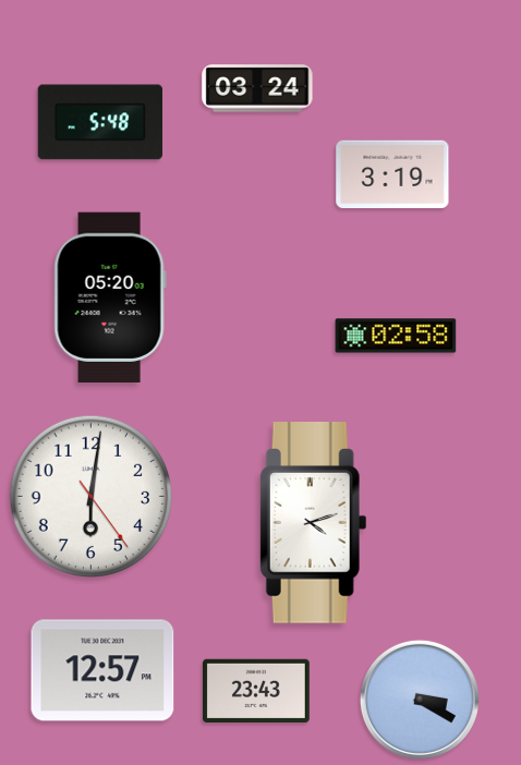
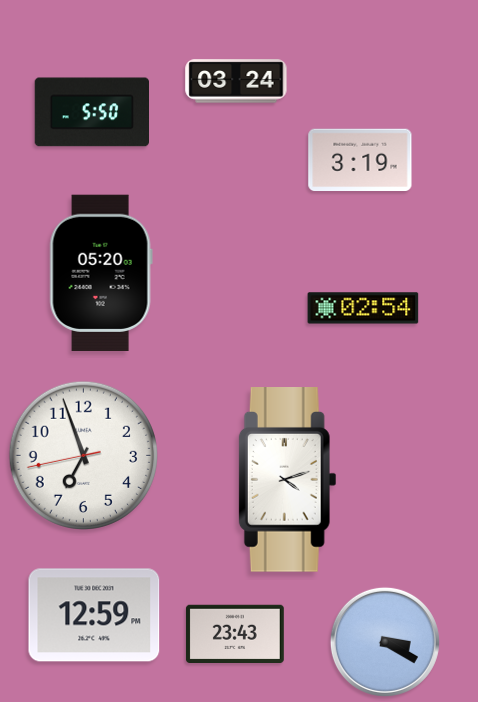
clock at (99, 122): 5:48 -> 5:50
clock at (396, 336): 02:58 -> 02:54
clock at (90, 496): 6:01 -> 6:56
clock at (102, 670): 12:57 -> 12:59
